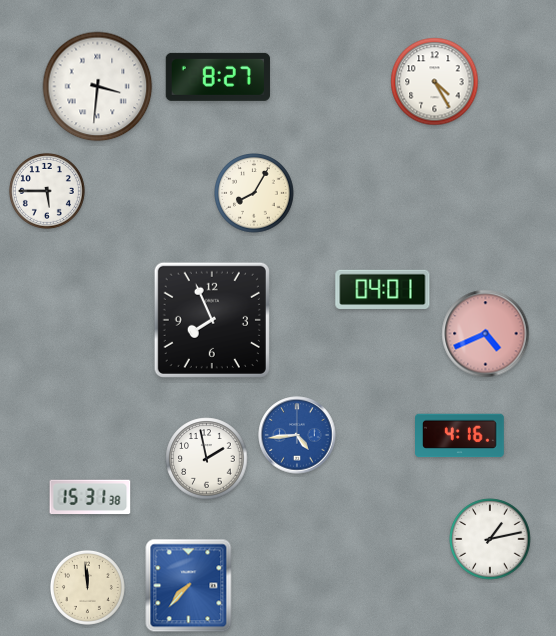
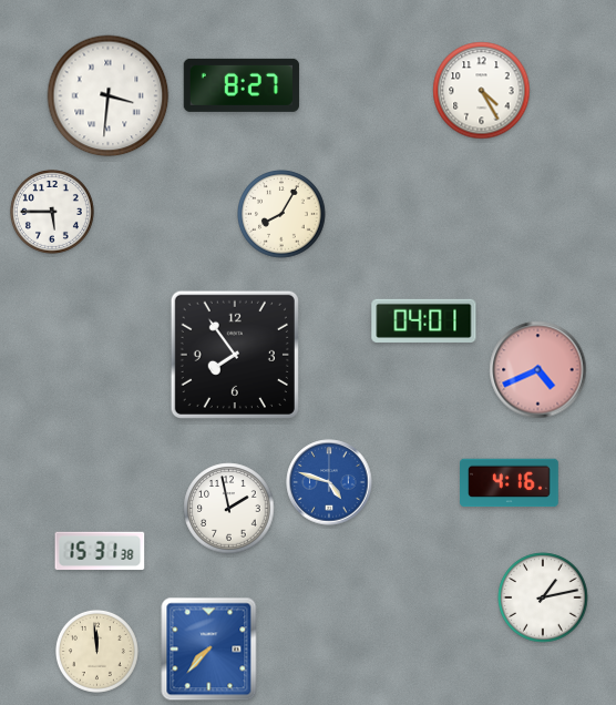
clock at (212, 320): 7:56 -> 7:54
clock at (297, 435): 4:44 -> 4:48
